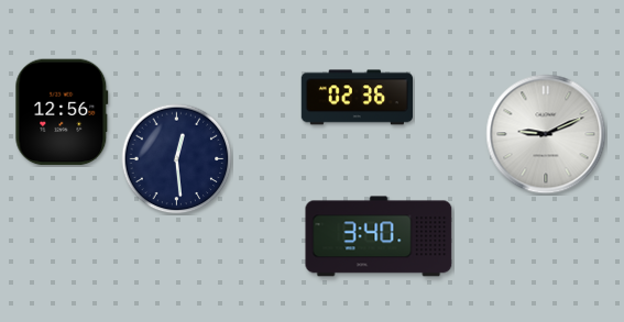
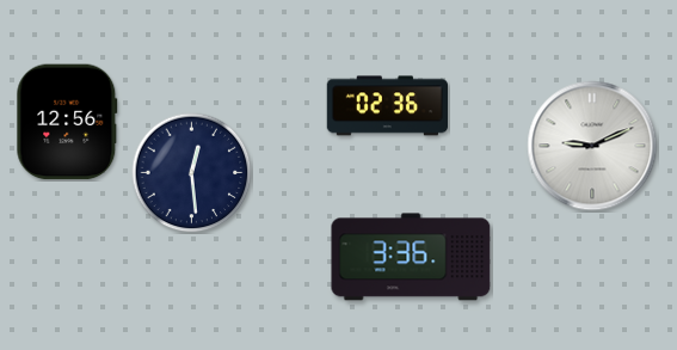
clock at (379, 236): 3:40 -> 3:36
